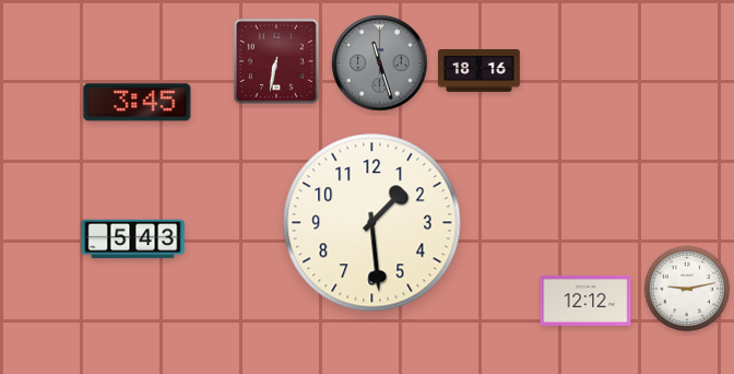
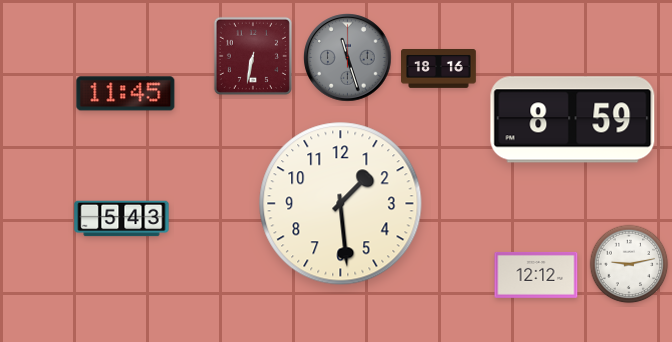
clock at (480, 71) position: (480, 71) -> (439, 69)
clock at (138, 103): 3:45 -> 11:45
clock at (573, 120): none -> 8:59
